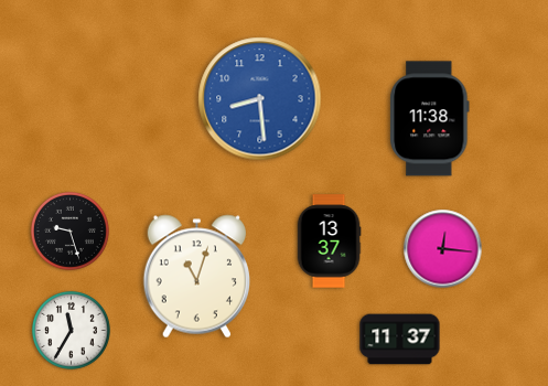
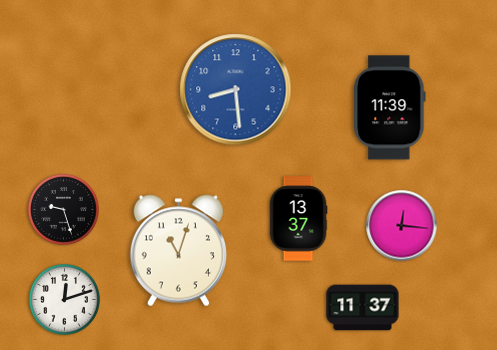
clock at (430, 119): 11:38 -> 11:39
clock at (71, 330): 11:35 -> 12:12
